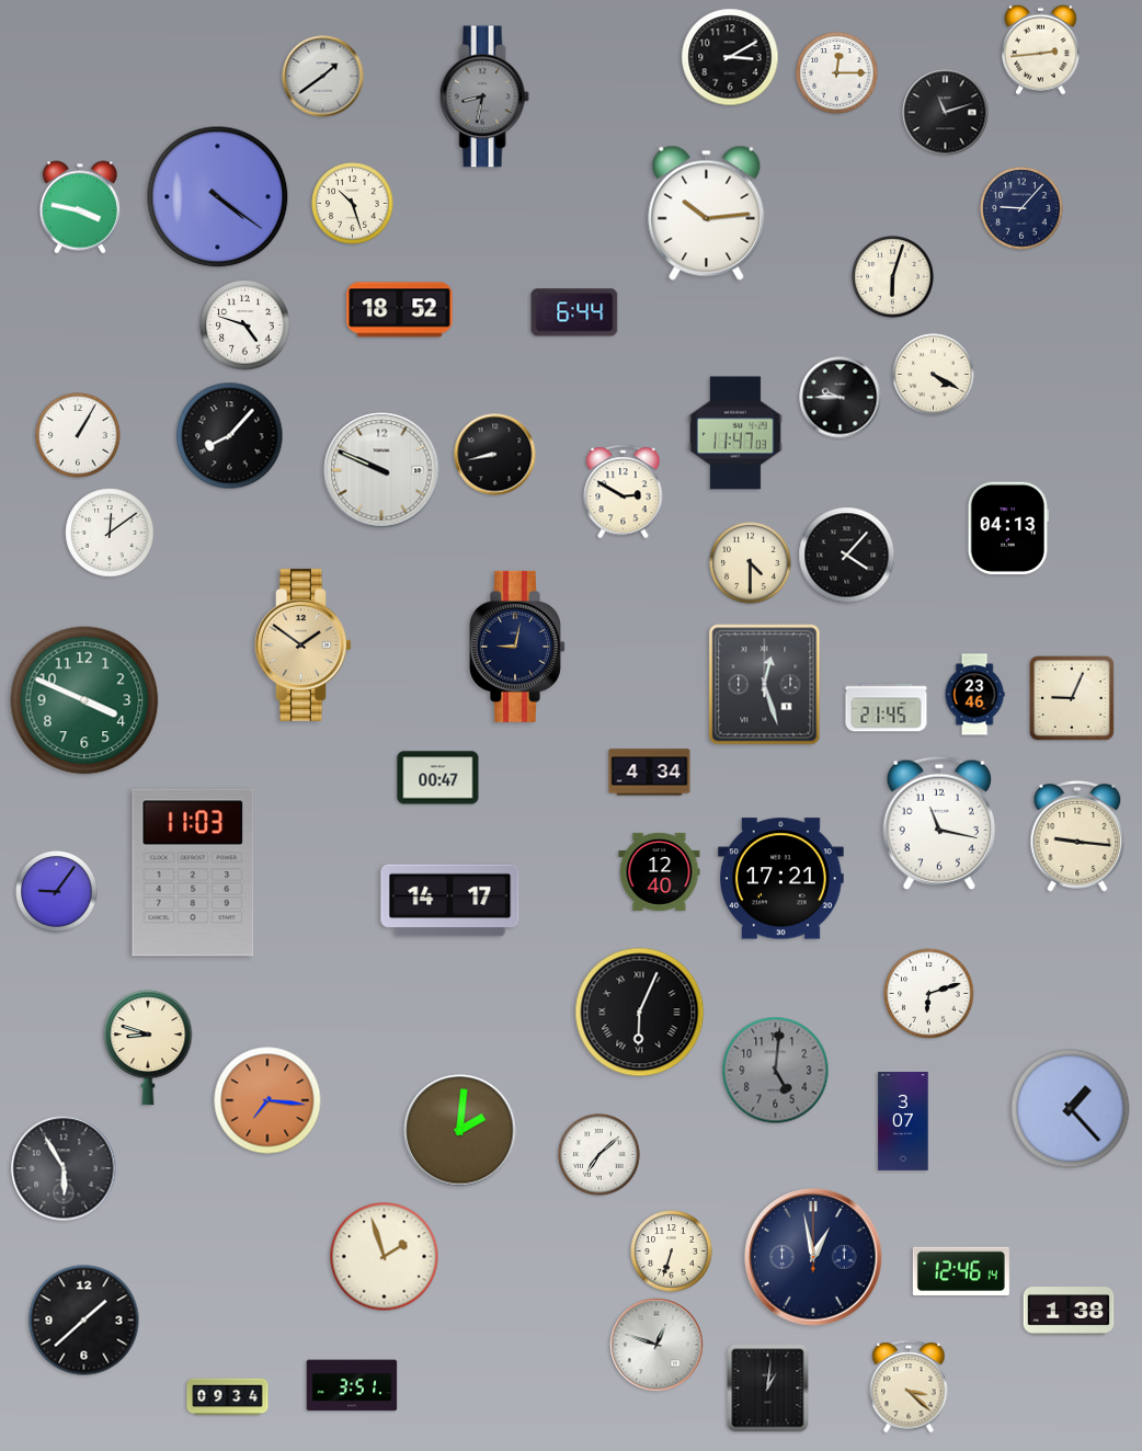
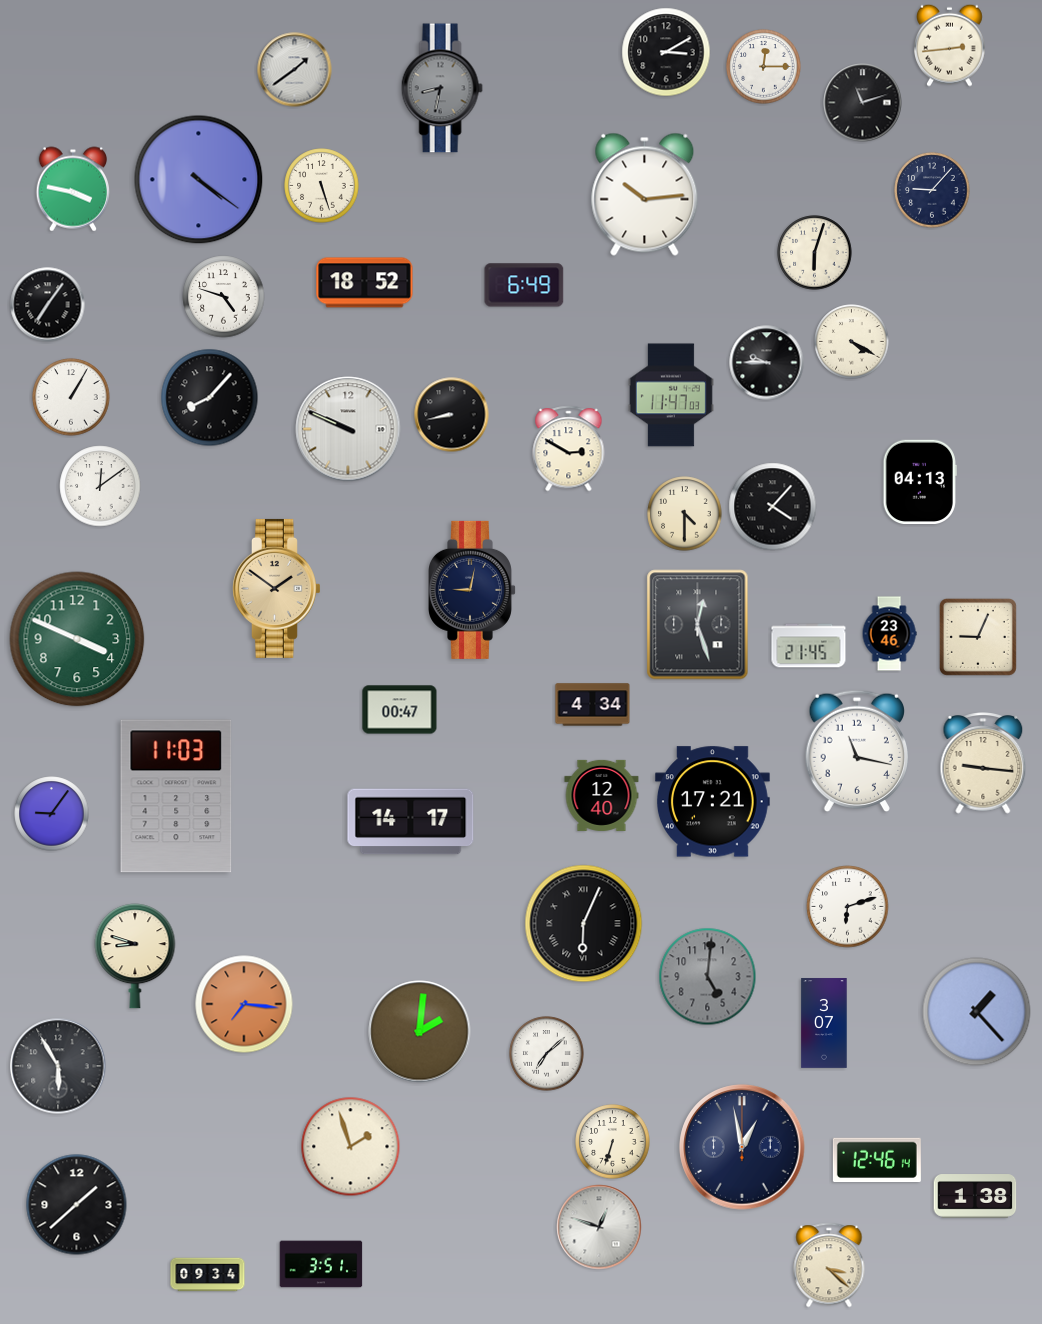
clock at (353, 204): 10:27 -> 5:27
clock at (574, 312): 6:44 -> 6:49
clock at (48, 305): none -> 7:06
clock at (768, 1389): 1:01 -> none
